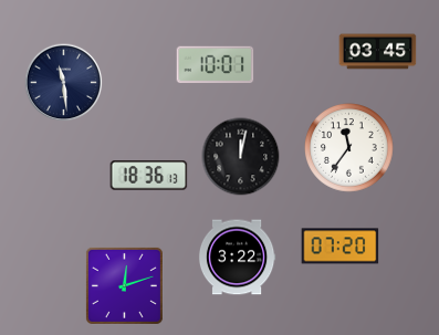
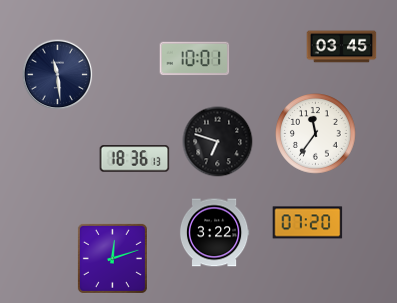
clock at (241, 157): 12:02 -> 6:48
